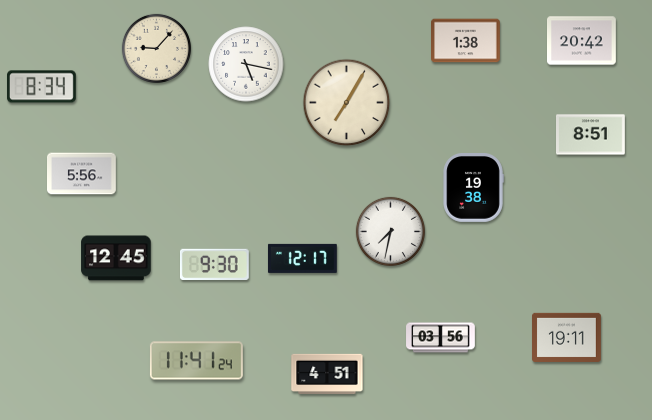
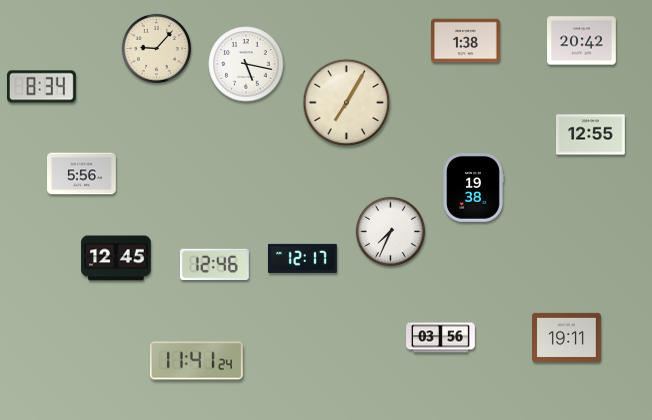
clock at (591, 135): 8:51 -> 12:55
clock at (390, 231): 7:32 -> 7:34
clock at (215, 265): 9:30 -> 12:46
clock at (327, 373): 4:51 -> none
